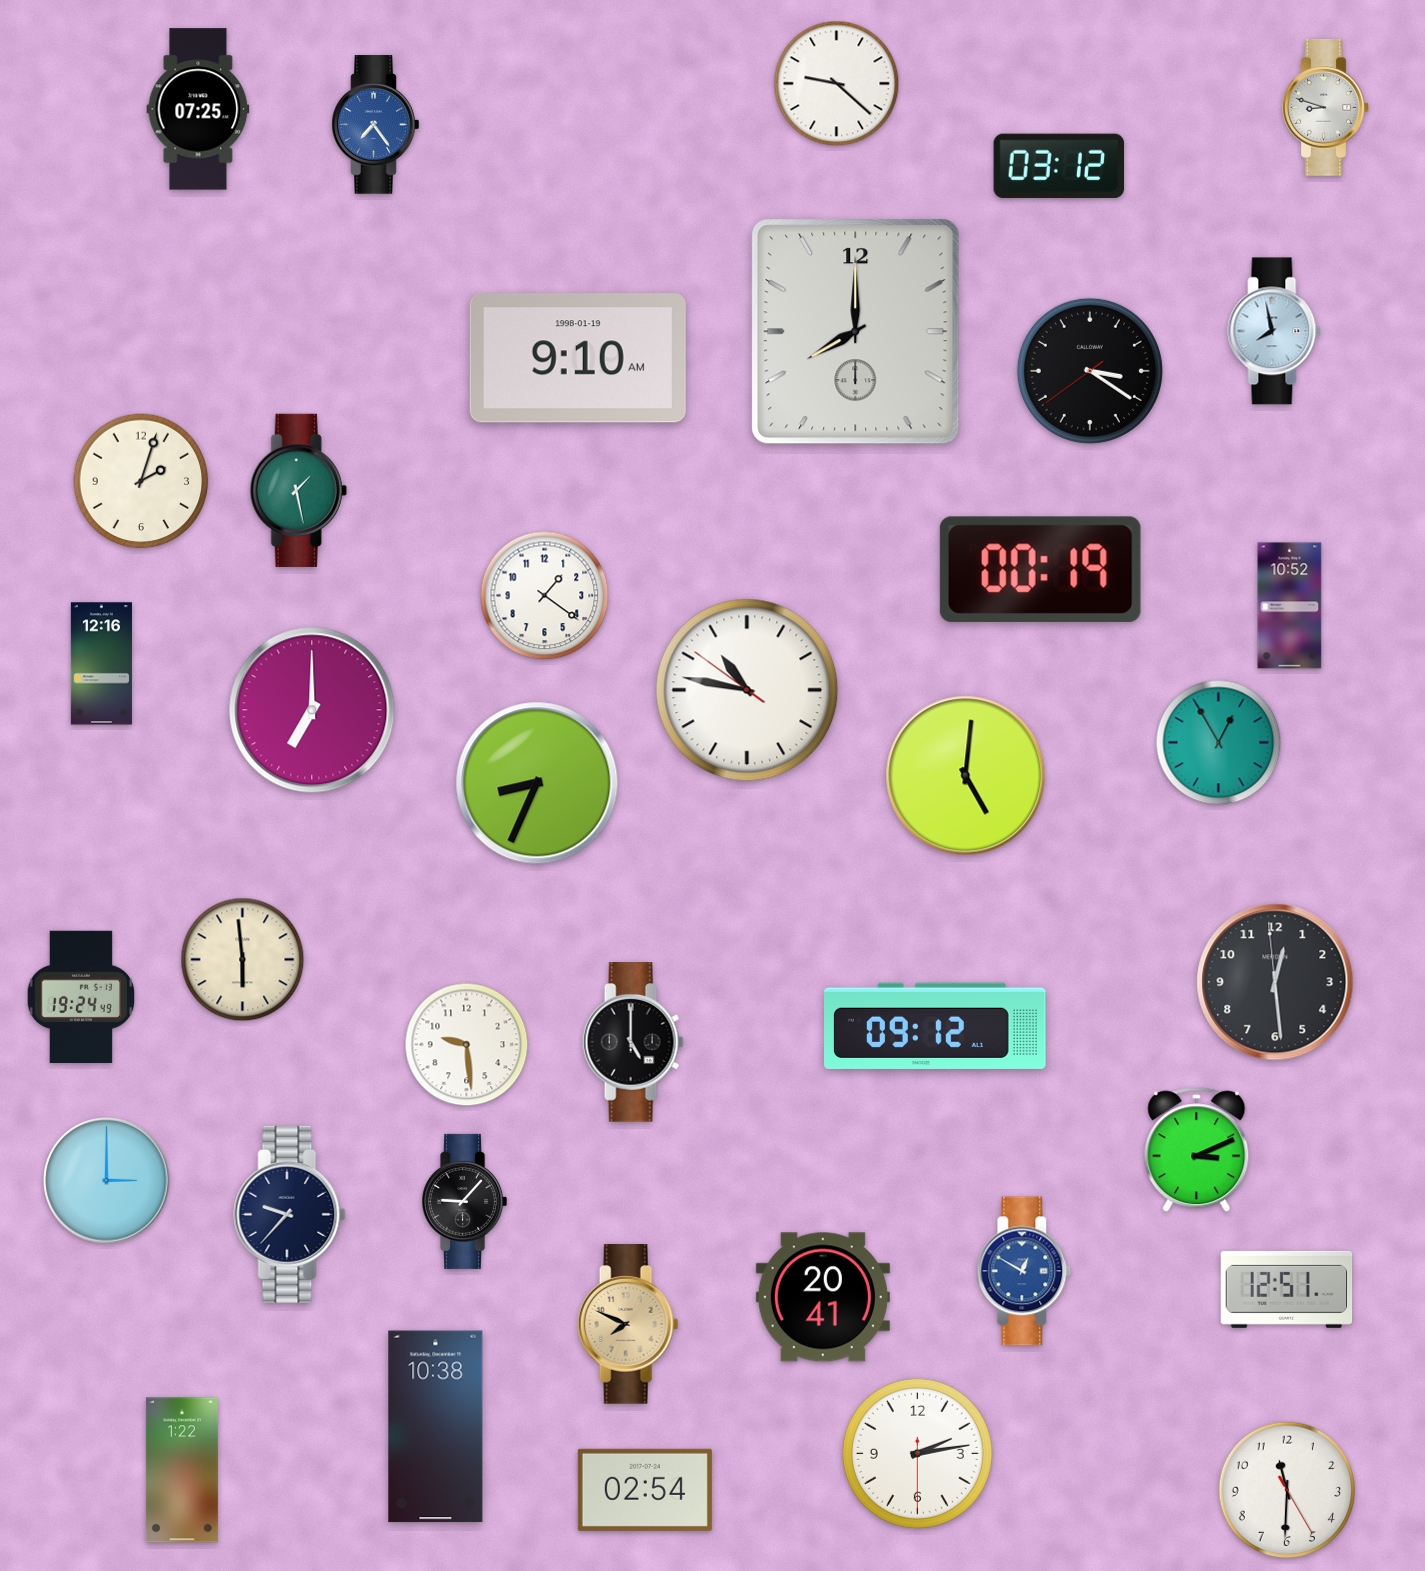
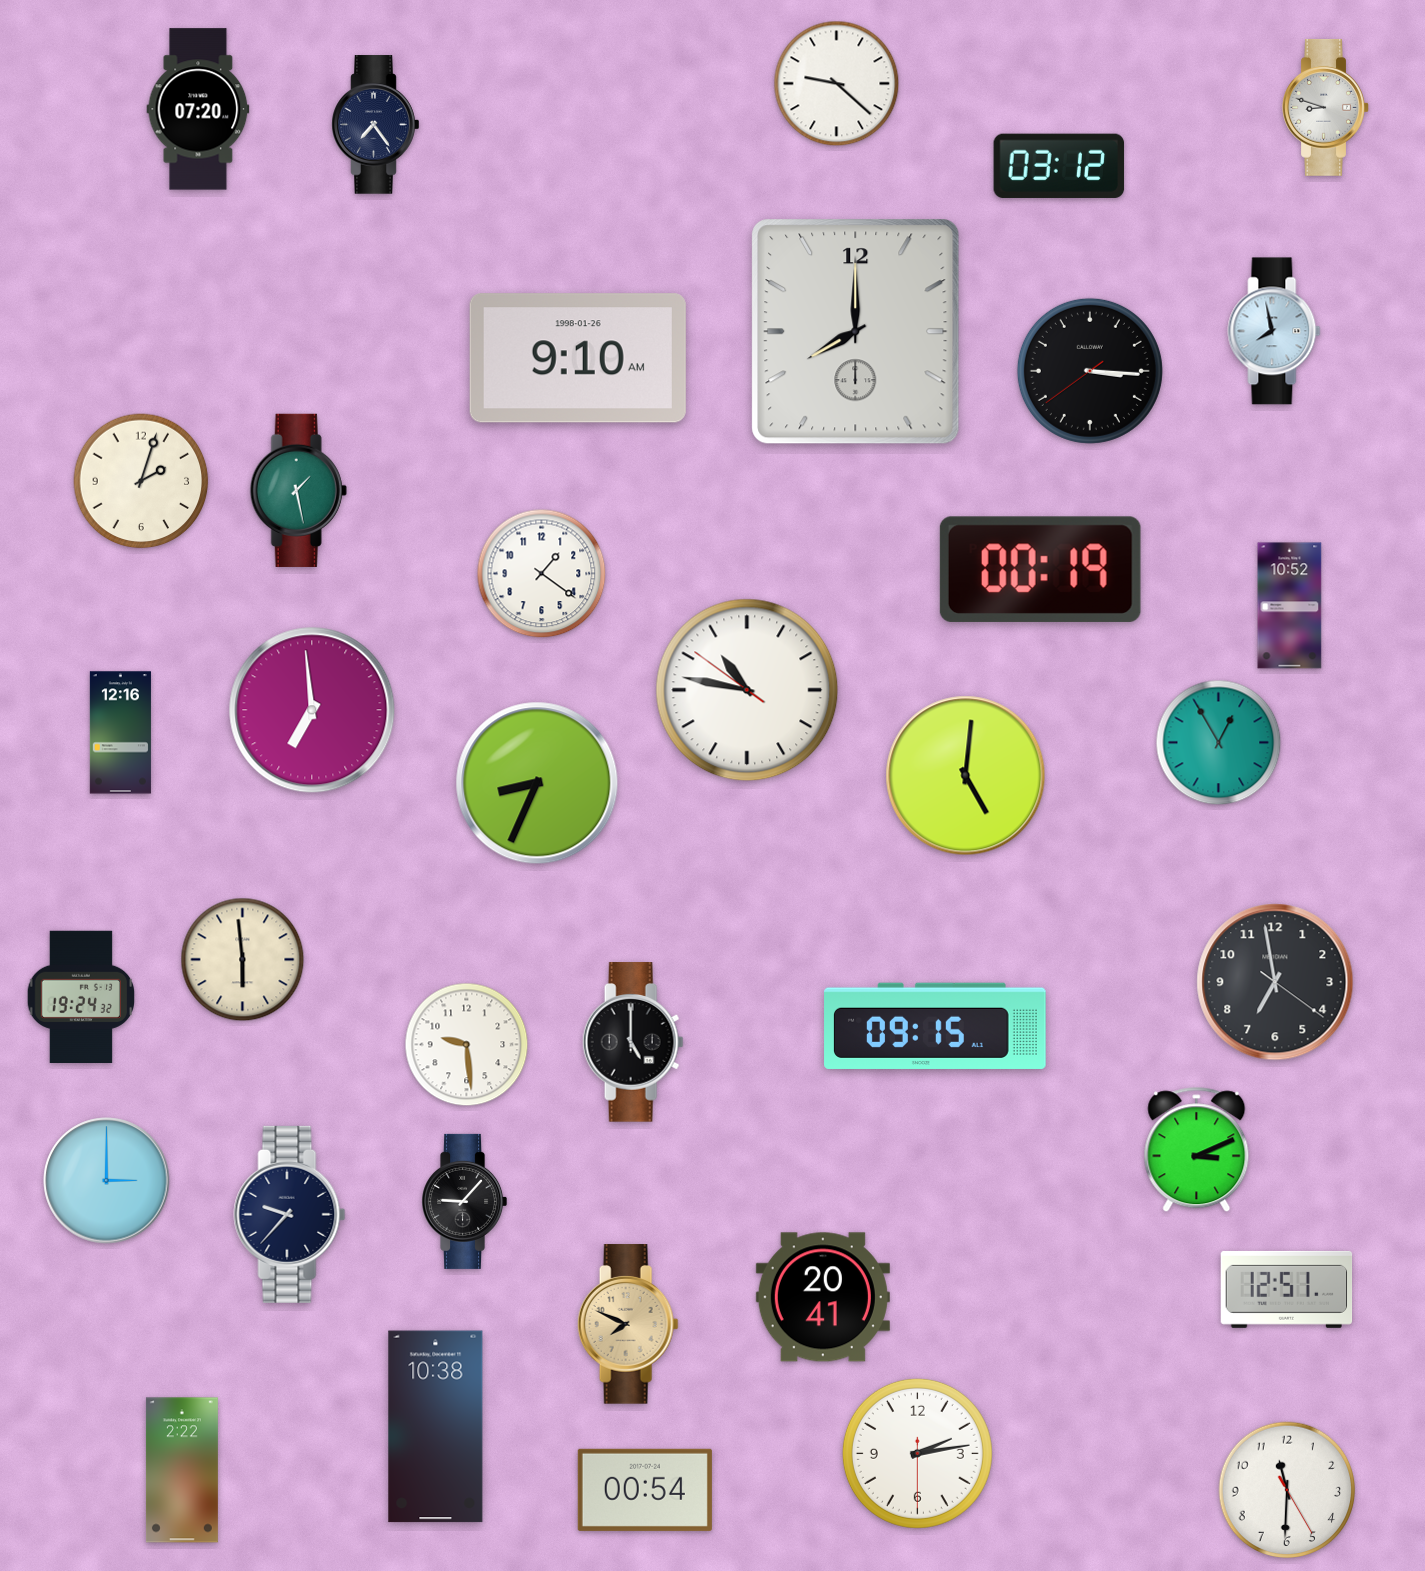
clock at (198, 109): 07:25 -> 07:20
clock at (376, 125) dial: blue -> navy
clock at (578, 358) date: 1998-01-19 -> 1998-01-26
clock at (1090, 371): 3:20 -> 3:15
clock at (545, 596) position: (545, 596) -> (542, 574)
clock at (101, 664) position: (101, 664) -> (120, 733)
clock at (312, 710): 7:00 -> 6:59
clock at (1275, 982): 12:28 -> 6:58
clock at (81, 996): 19:24:49 -> 19:24:32
clock at (935, 1026): 09:12 -> 09:15
clock at (1024, 1271): 12:50 -> none
clock at (182, 1470): 1:22 -> 2:22
clock at (645, 1490): 02:54 -> 00:54
